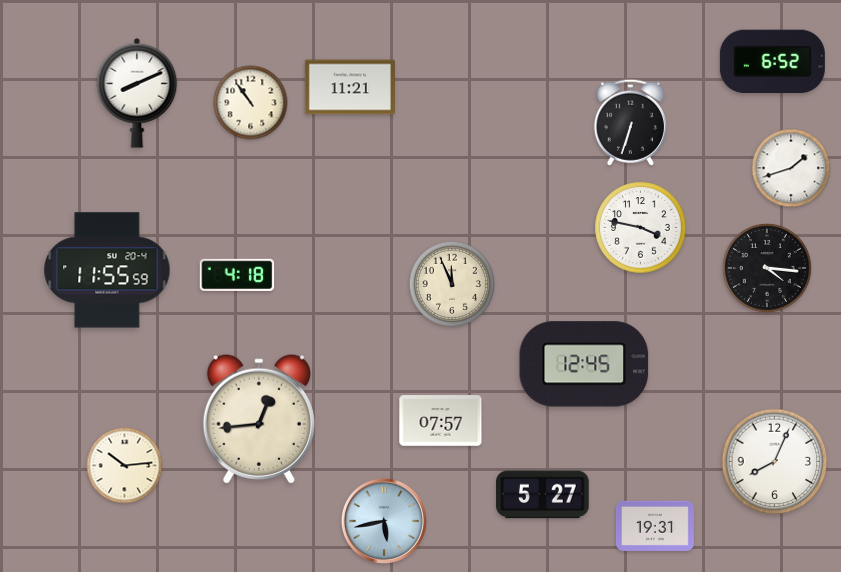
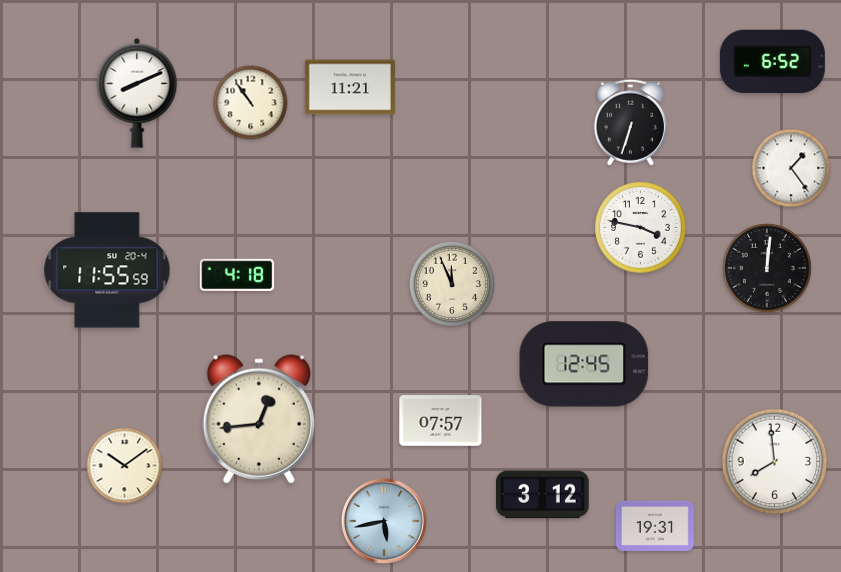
clock at (791, 168): 1:42 -> 1:24
clock at (768, 269): 4:16 -> 12:01
clock at (775, 462): 8:04 -> 7:59
clock at (125, 466): 10:14 -> 10:09
clock at (543, 495): 5:27 -> 3:12
